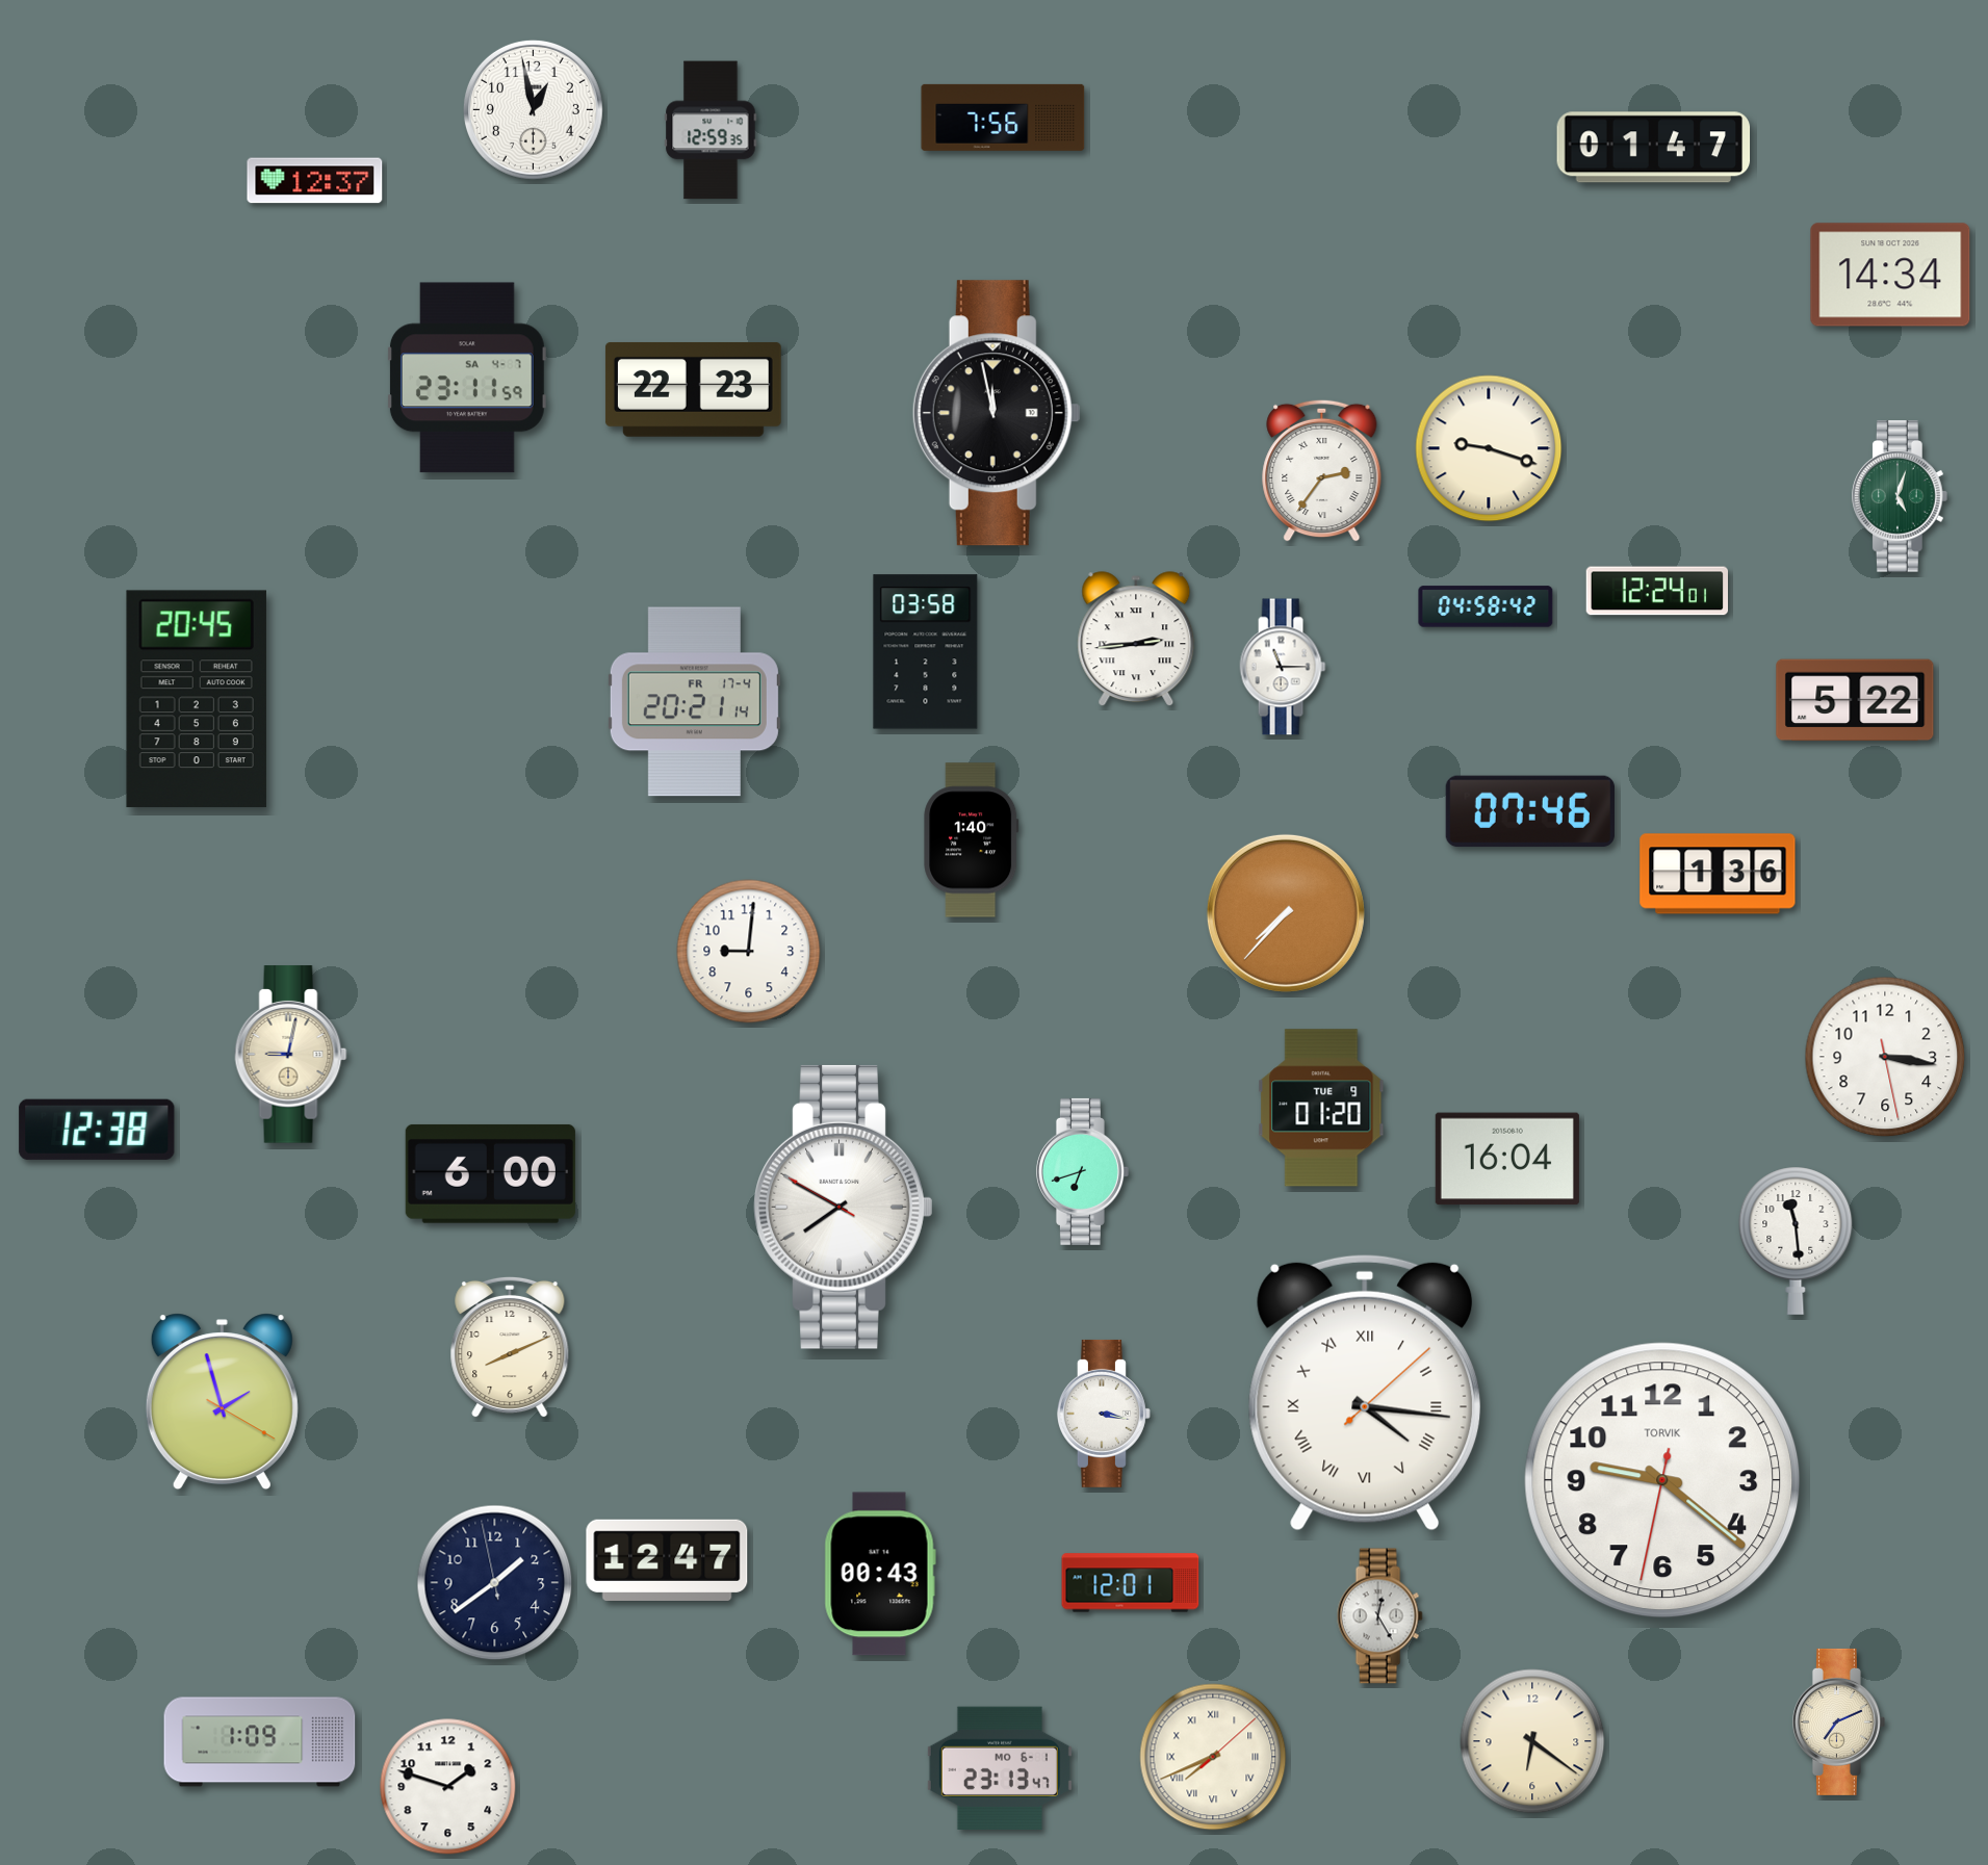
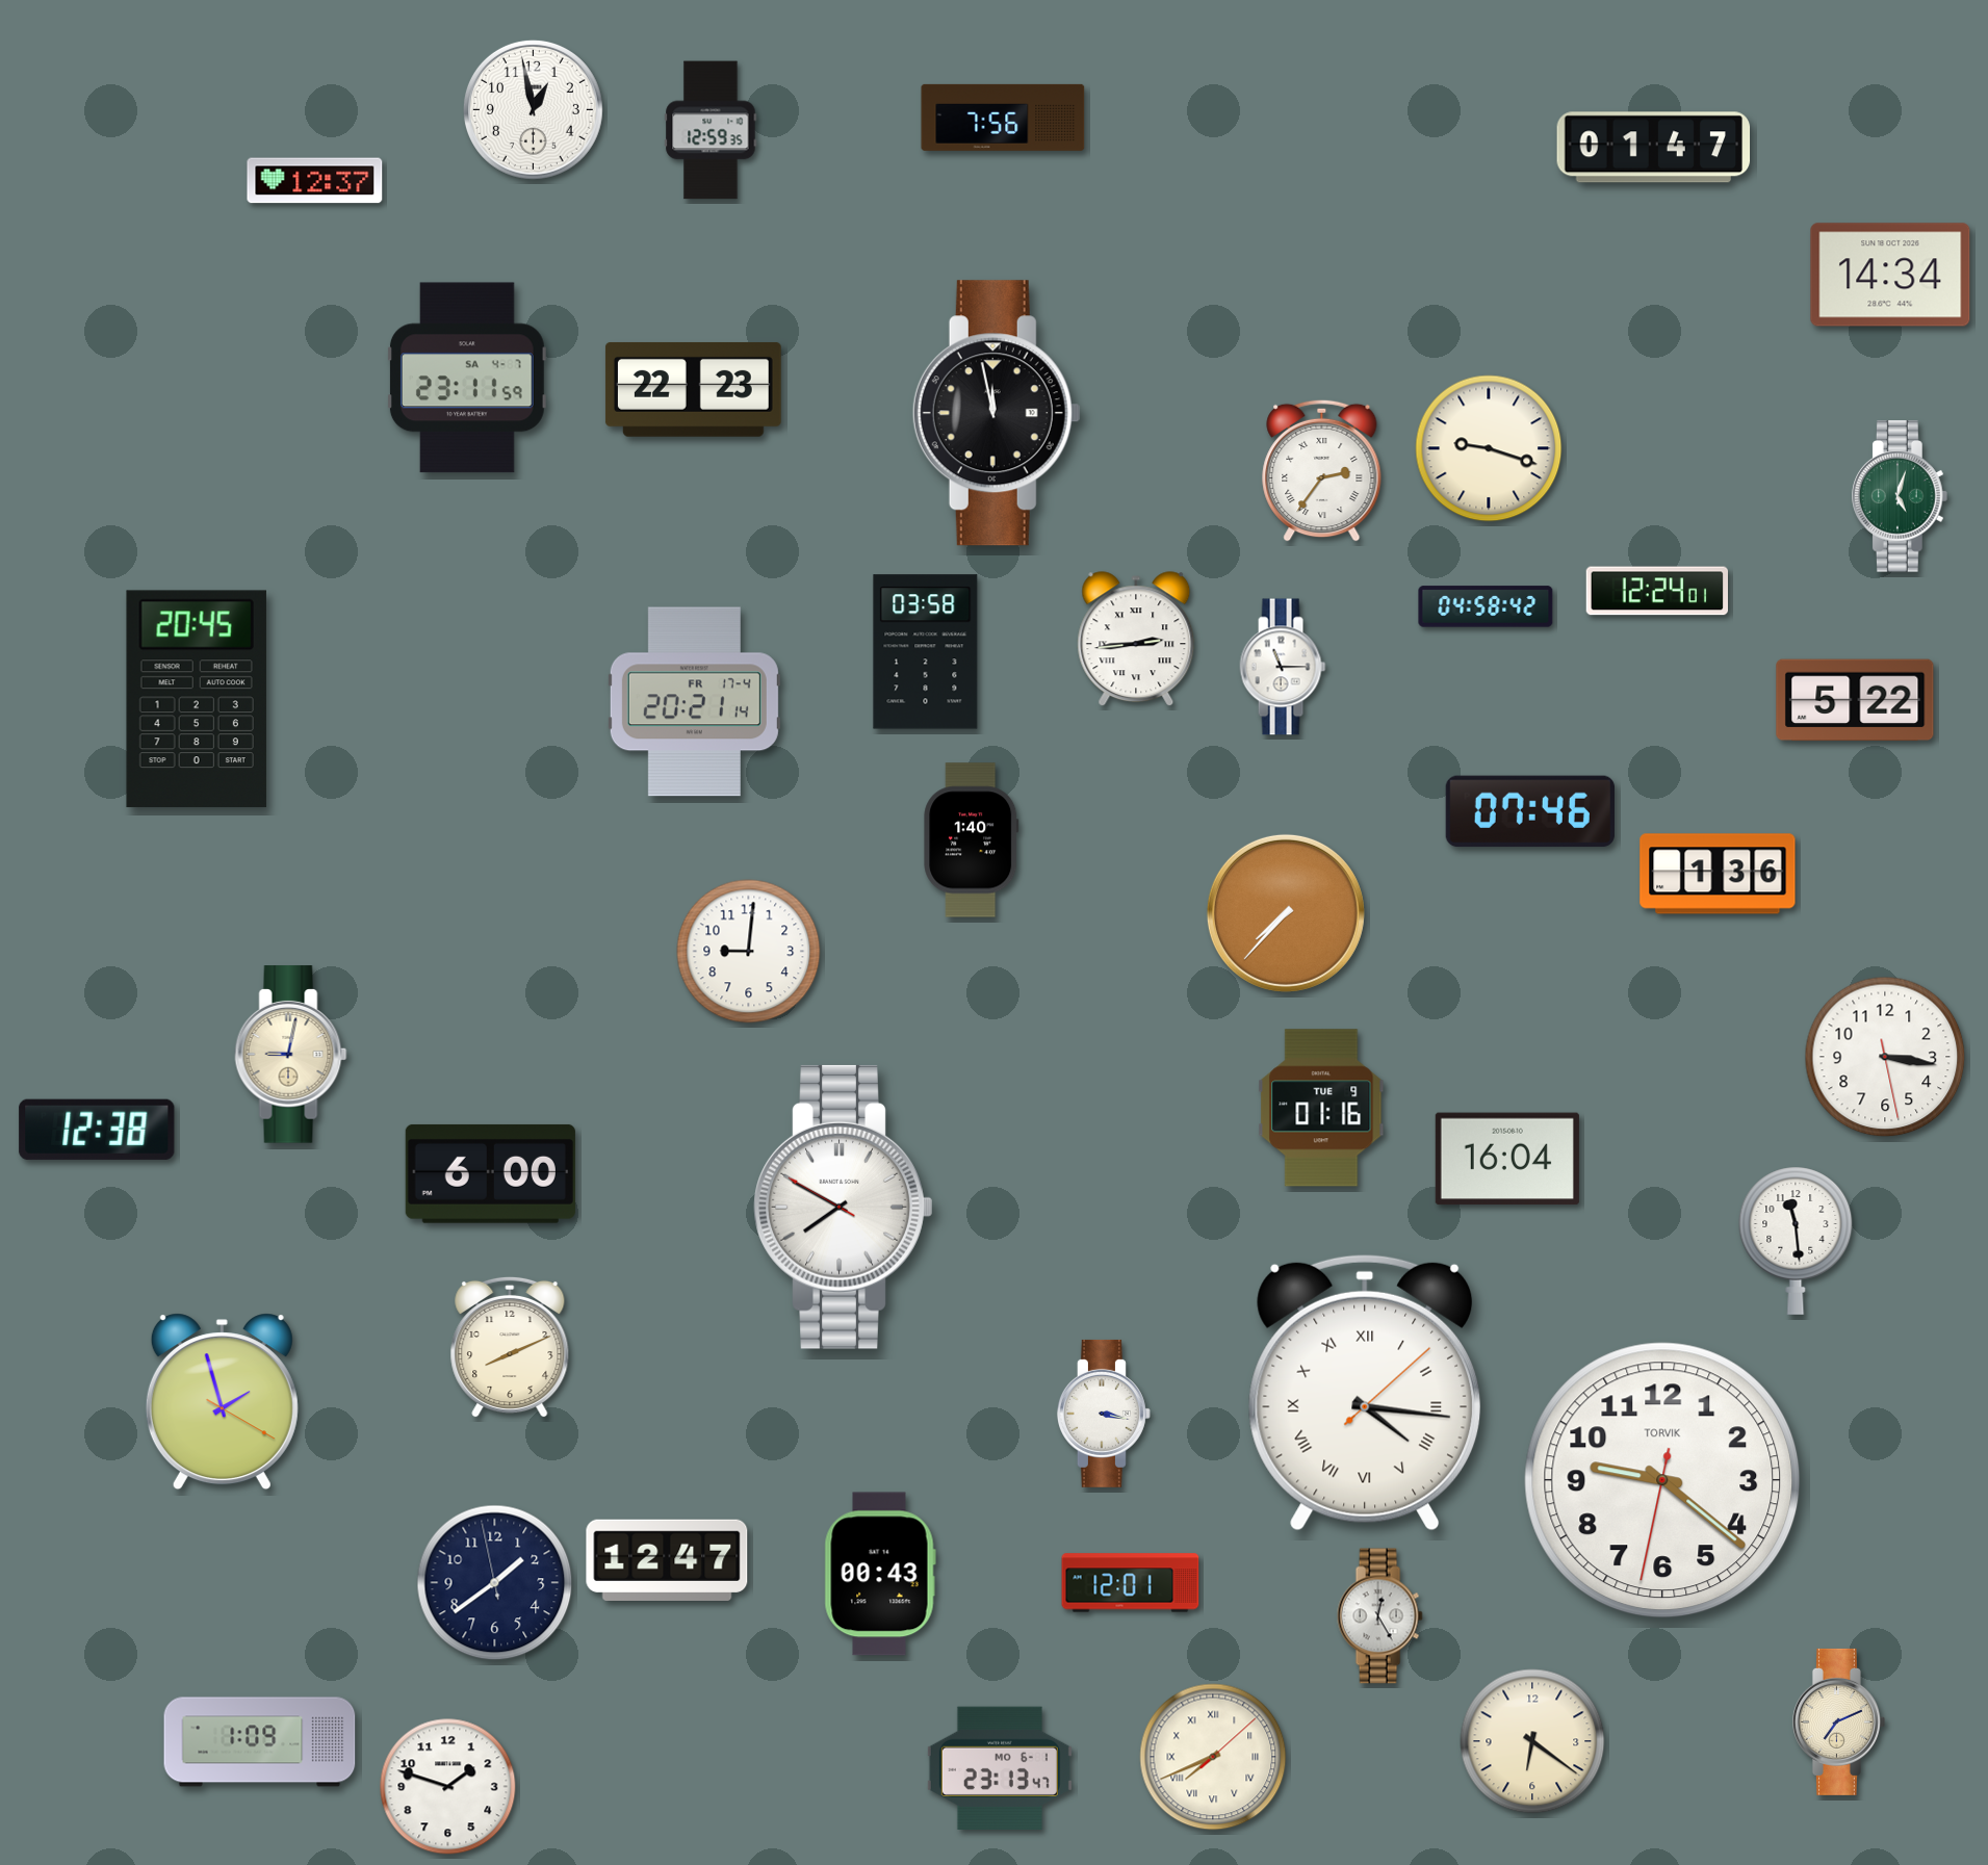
clock at (1321, 1108): 01:20 -> 01:16
clock at (1082, 1171): 6:42 -> none
